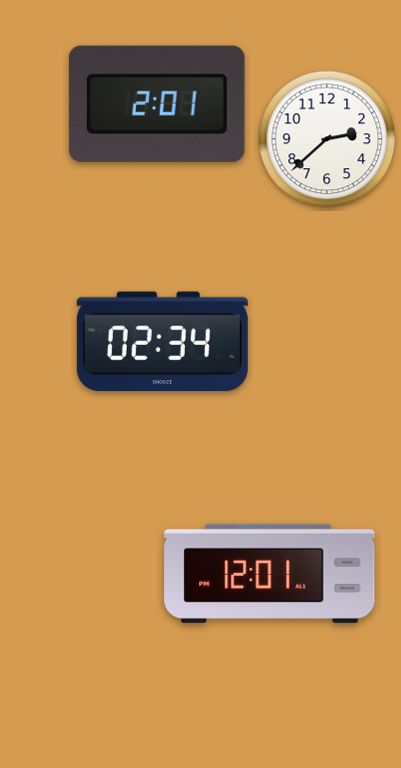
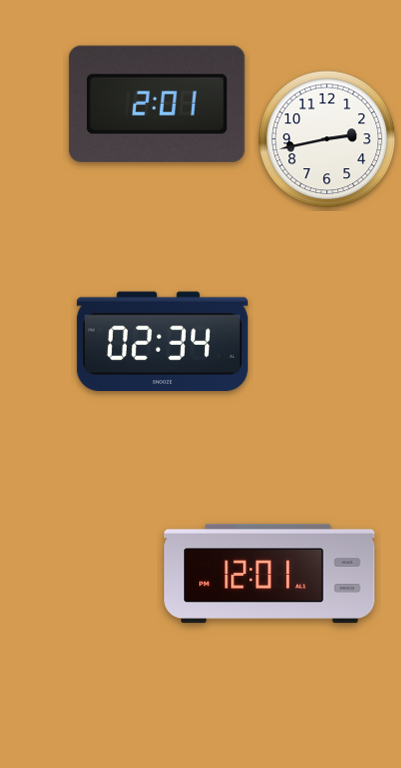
clock at (327, 139): 2:38 -> 2:43
